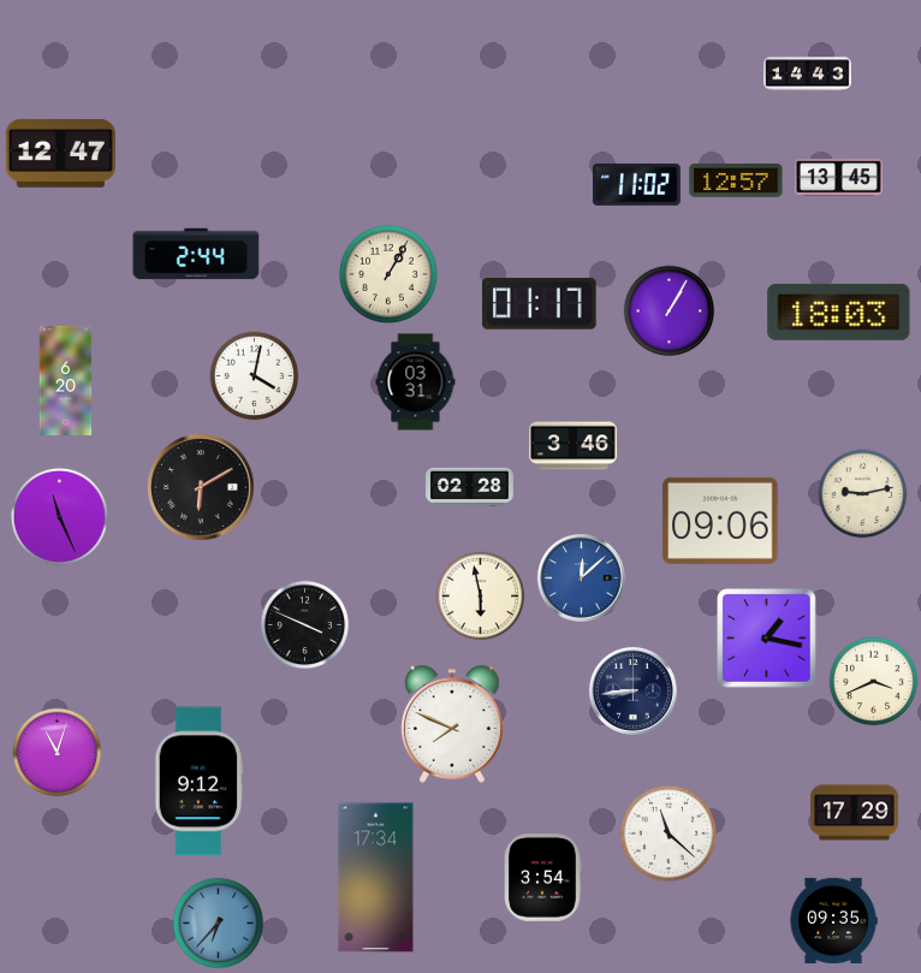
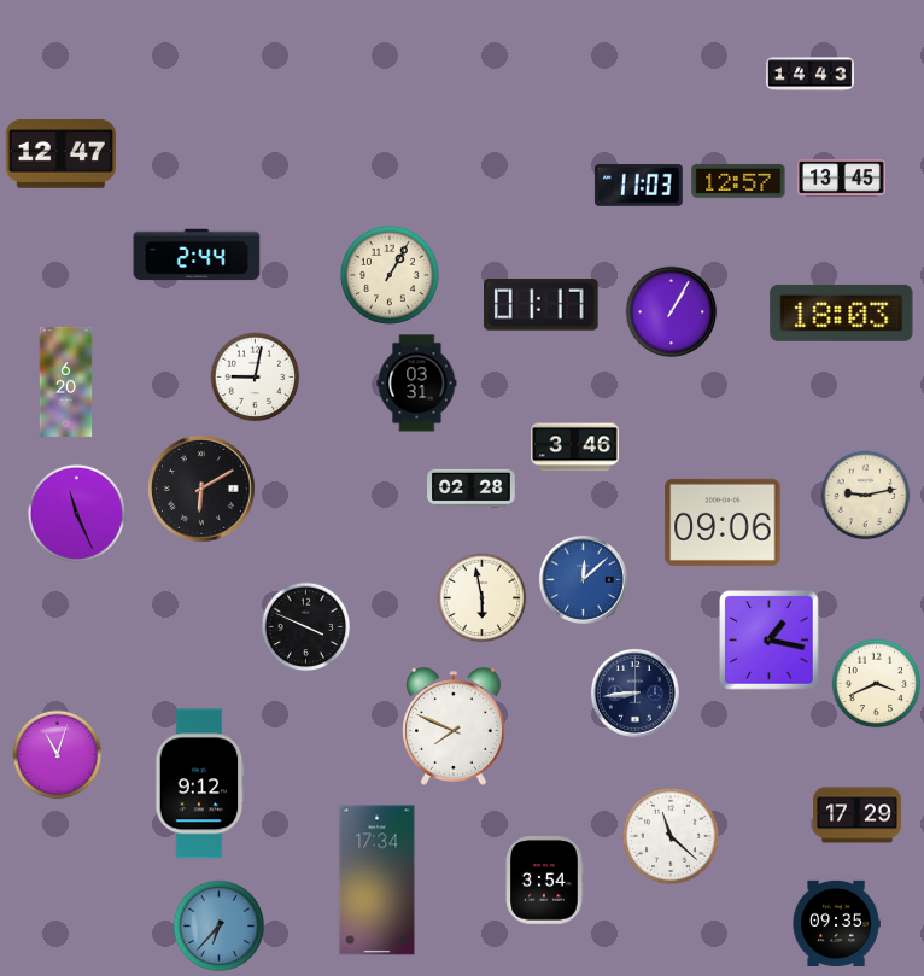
clock at (636, 184): 11:02 -> 11:03
clock at (255, 376): 4:02 -> 9:02
clock at (59, 516) position: (59, 516) -> (76, 513)
